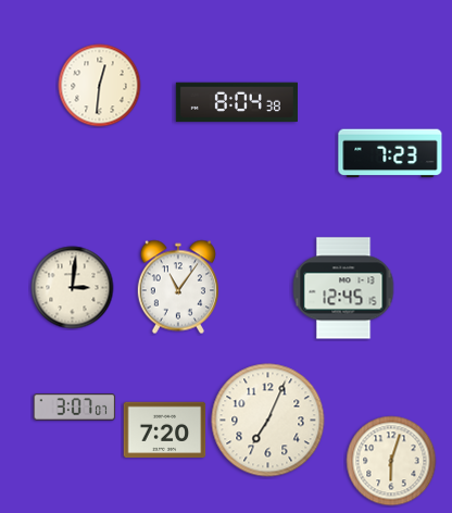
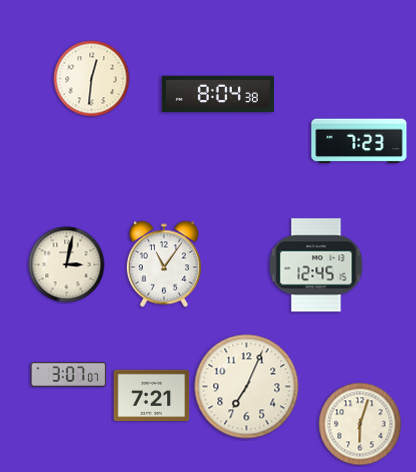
clock at (73, 288): 3:01 -> 3:02
clock at (165, 430): 7:20 -> 7:21
